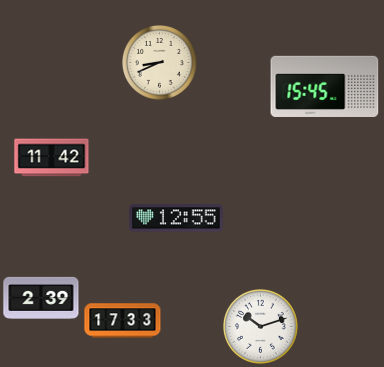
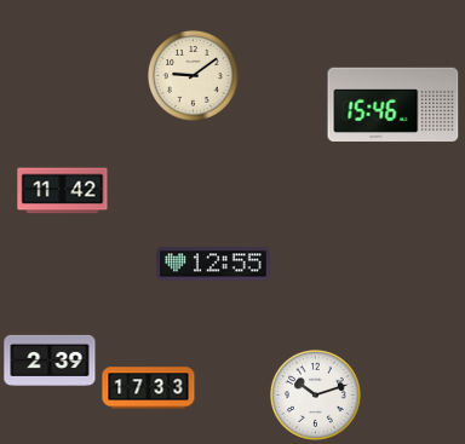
clock at (160, 63): 8:41 -> 9:09
clock at (325, 86): 15:45 -> 15:46
